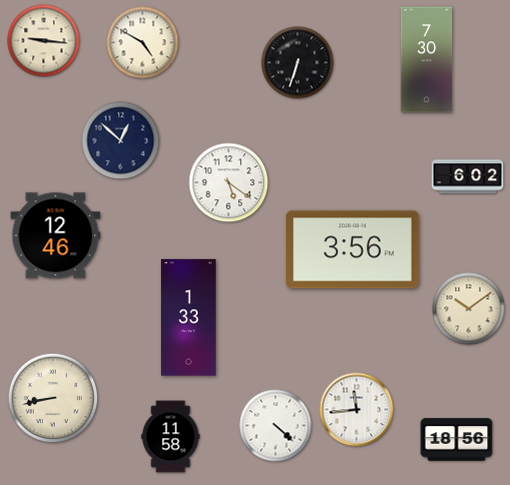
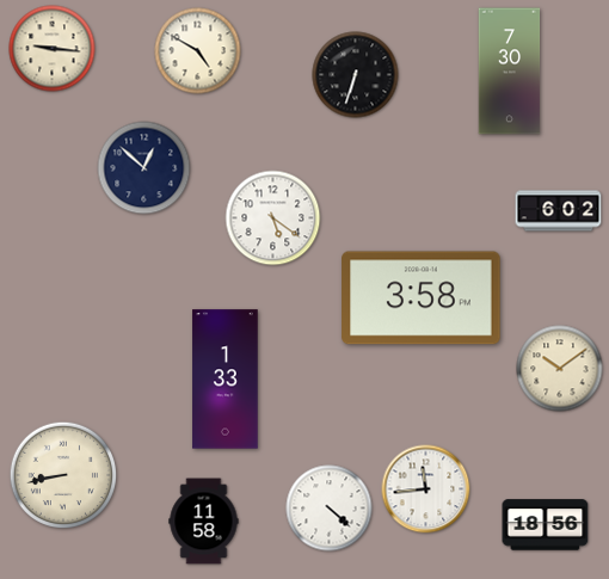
clock at (143, 43) position: (143, 43) -> (198, 51)
clock at (56, 236): 12:46 -> none
clock at (353, 250): 3:56 -> 3:58
